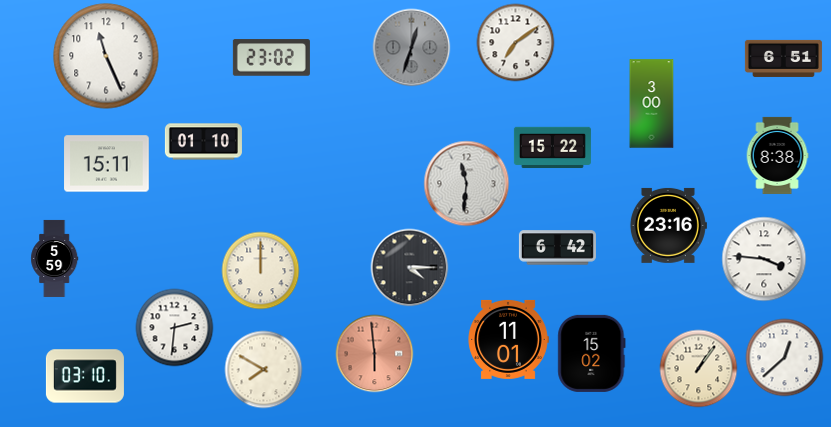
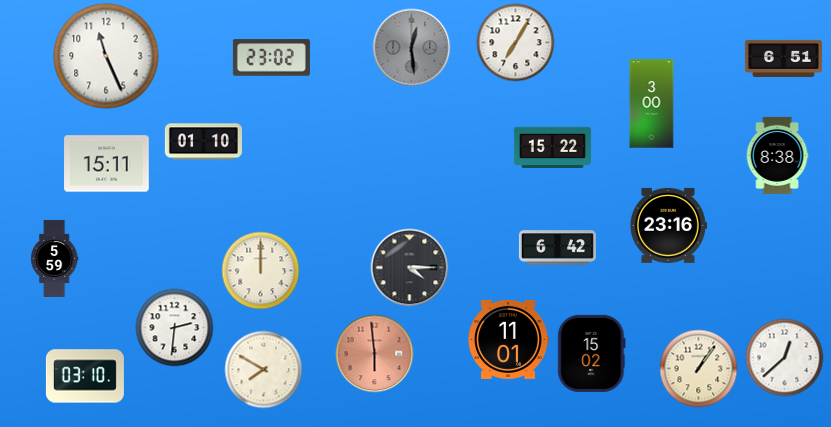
clock at (515, 42): 7:09 -> 7:05
clock at (411, 47): 12:33 -> 12:29
clock at (466, 183): 11:31 -> none
clock at (764, 259): 3:46 -> none
